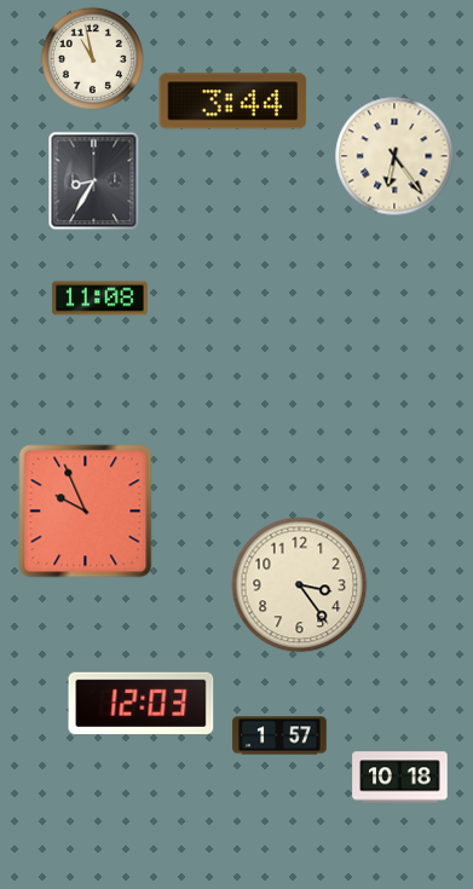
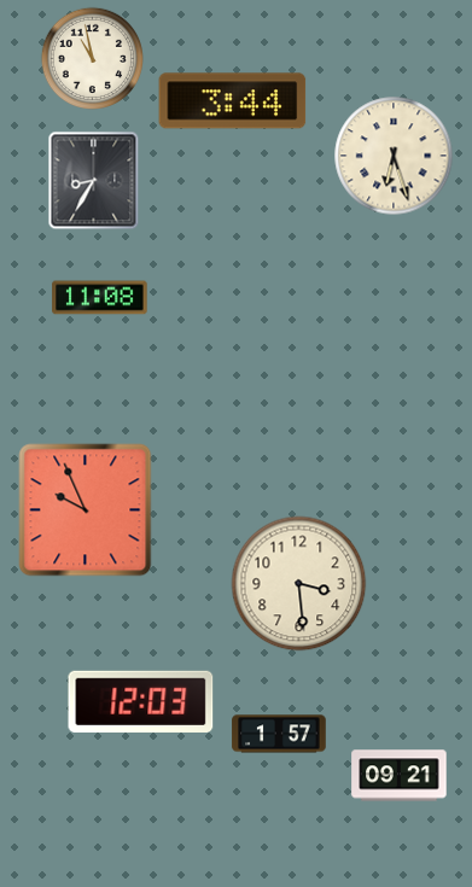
clock at (394, 156): 6:24 -> 6:27
clock at (300, 585): 3:24 -> 3:29
clock at (400, 778): 10:18 -> 09:21
